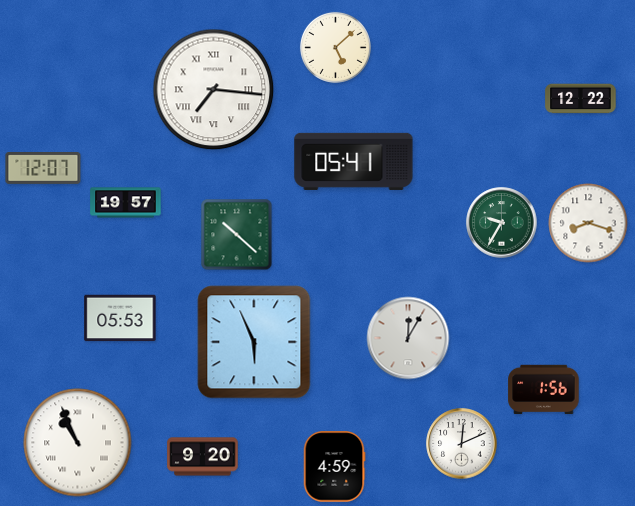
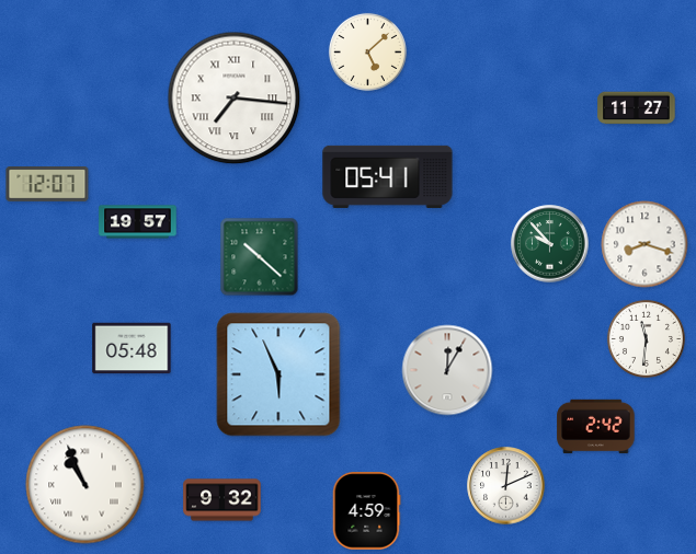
clock at (581, 99): 12:22 -> 11:27
clock at (502, 223): 9:35 -> 9:53
clock at (646, 338): none -> 11:31
clock at (120, 318): 05:53 -> 05:48
clock at (544, 390): 1:56 -> 2:42
clock at (203, 457): 9:20 -> 9:32
